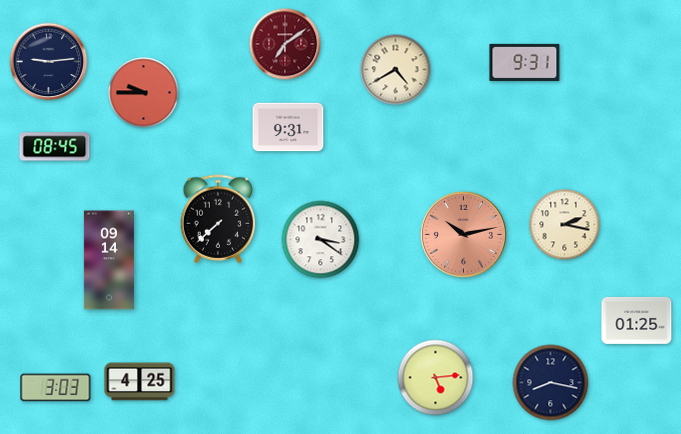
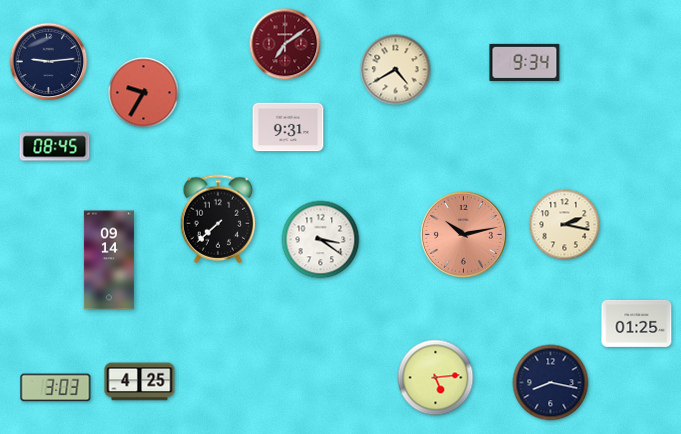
clock at (525, 62): 9:31 -> 9:34
clock at (144, 93): 9:45 -> 9:35
clock at (637, 320) position: (637, 320) -> (637, 323)
